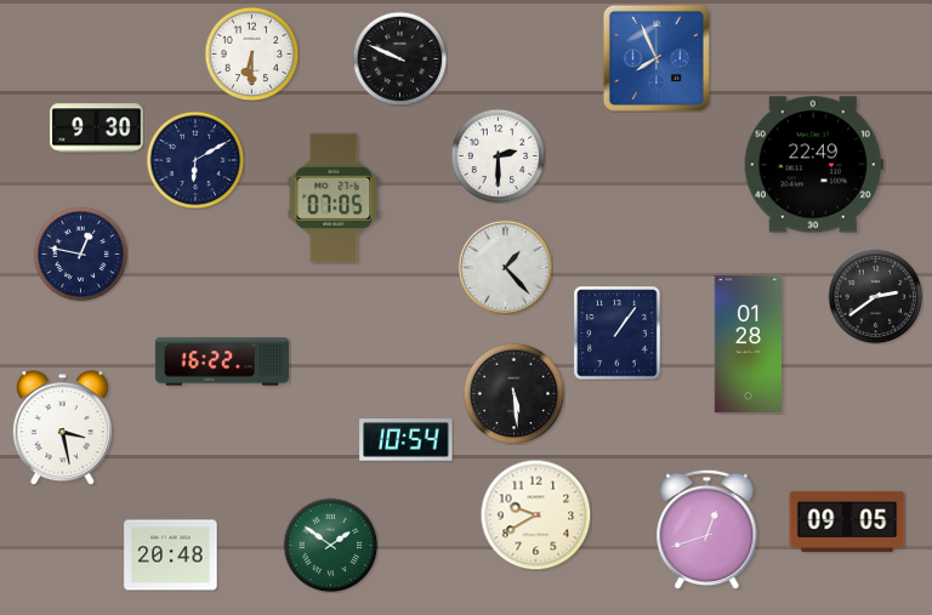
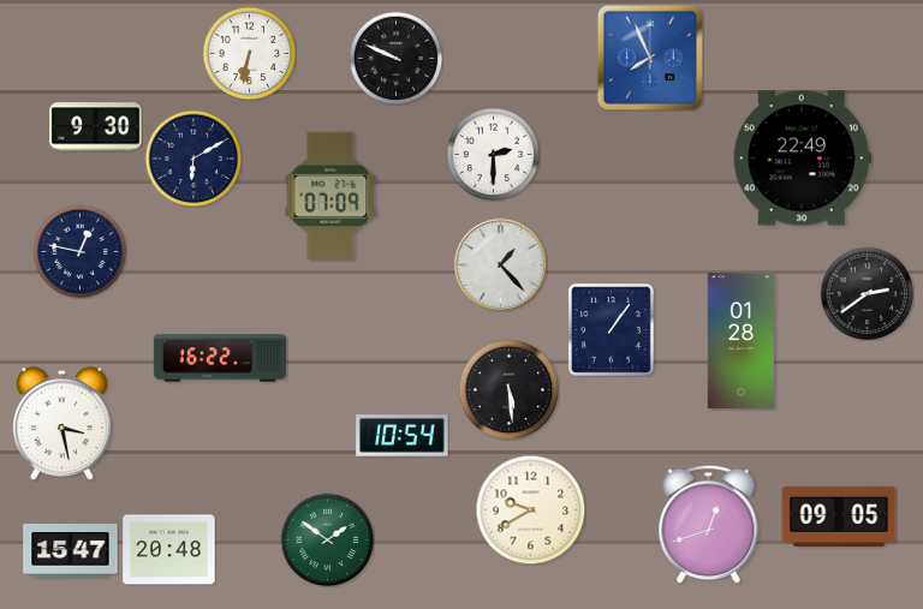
clock at (251, 53): 6:30 -> 6:32
clock at (813, 165) position: (813, 165) -> (802, 159)
clock at (334, 197): 07:05 -> 07:09
clock at (707, 529) position: (707, 529) -> (709, 524)
clock at (71, 550): none -> 15:47
